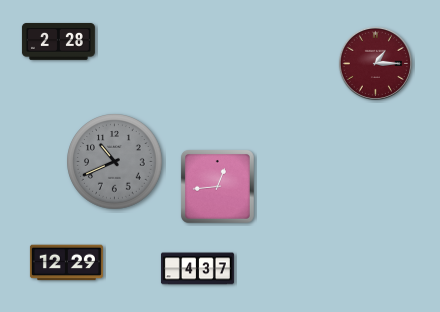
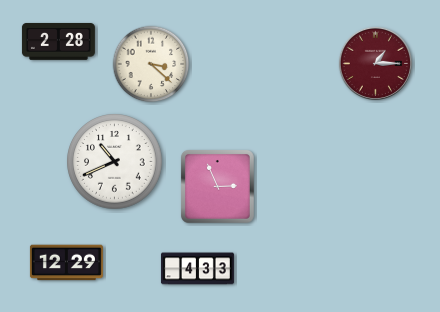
clock at (151, 64): none -> 3:22
clock at (115, 162) dial: grey -> white
clock at (217, 186): 12:44 -> 2:56
clock at (197, 269): 4:37 -> 4:33
